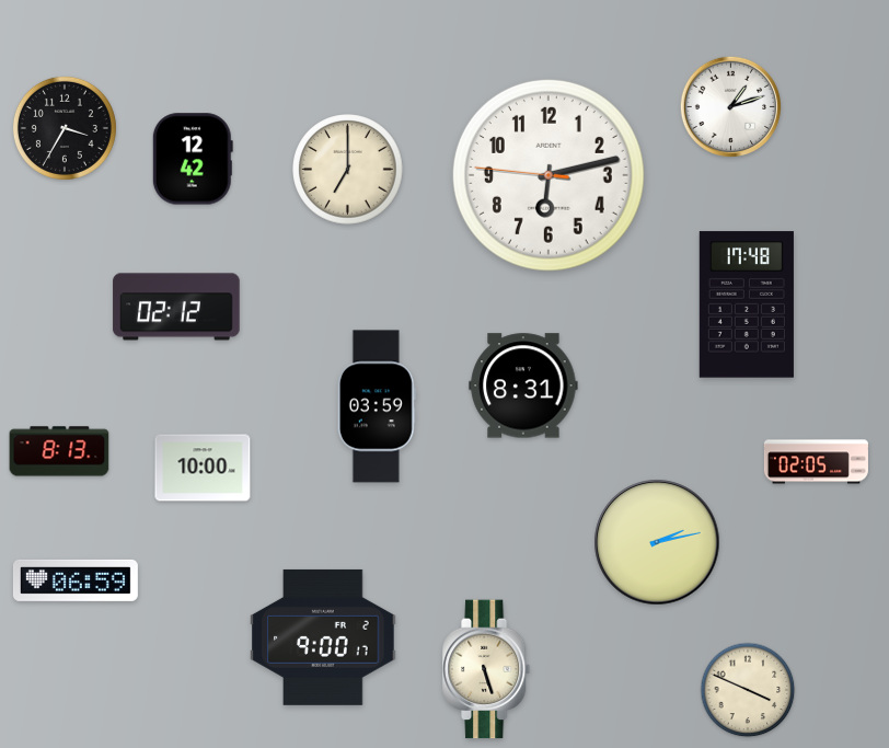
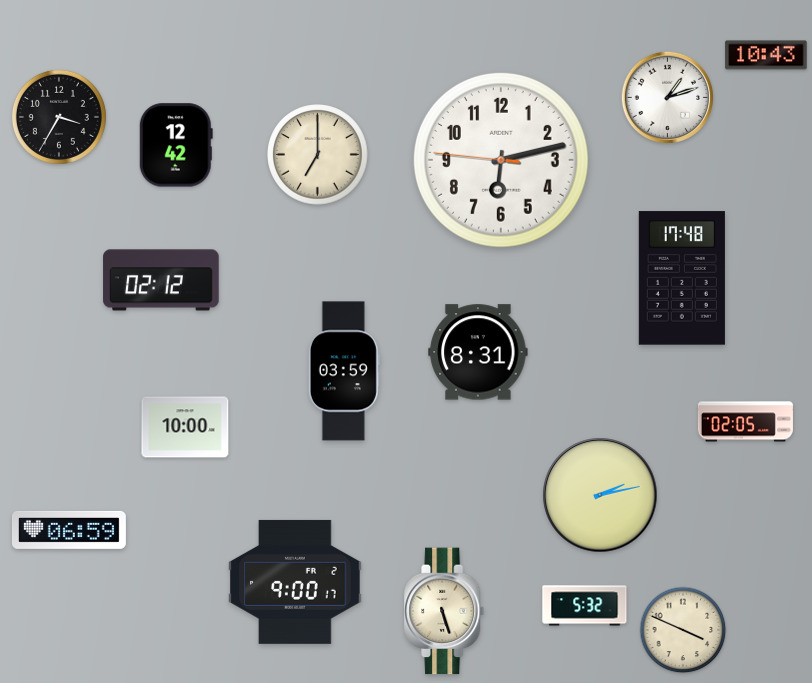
clock at (766, 55): none -> 10:43
clock at (59, 451): 8:13 -> none
clock at (585, 606): none -> 5:32
